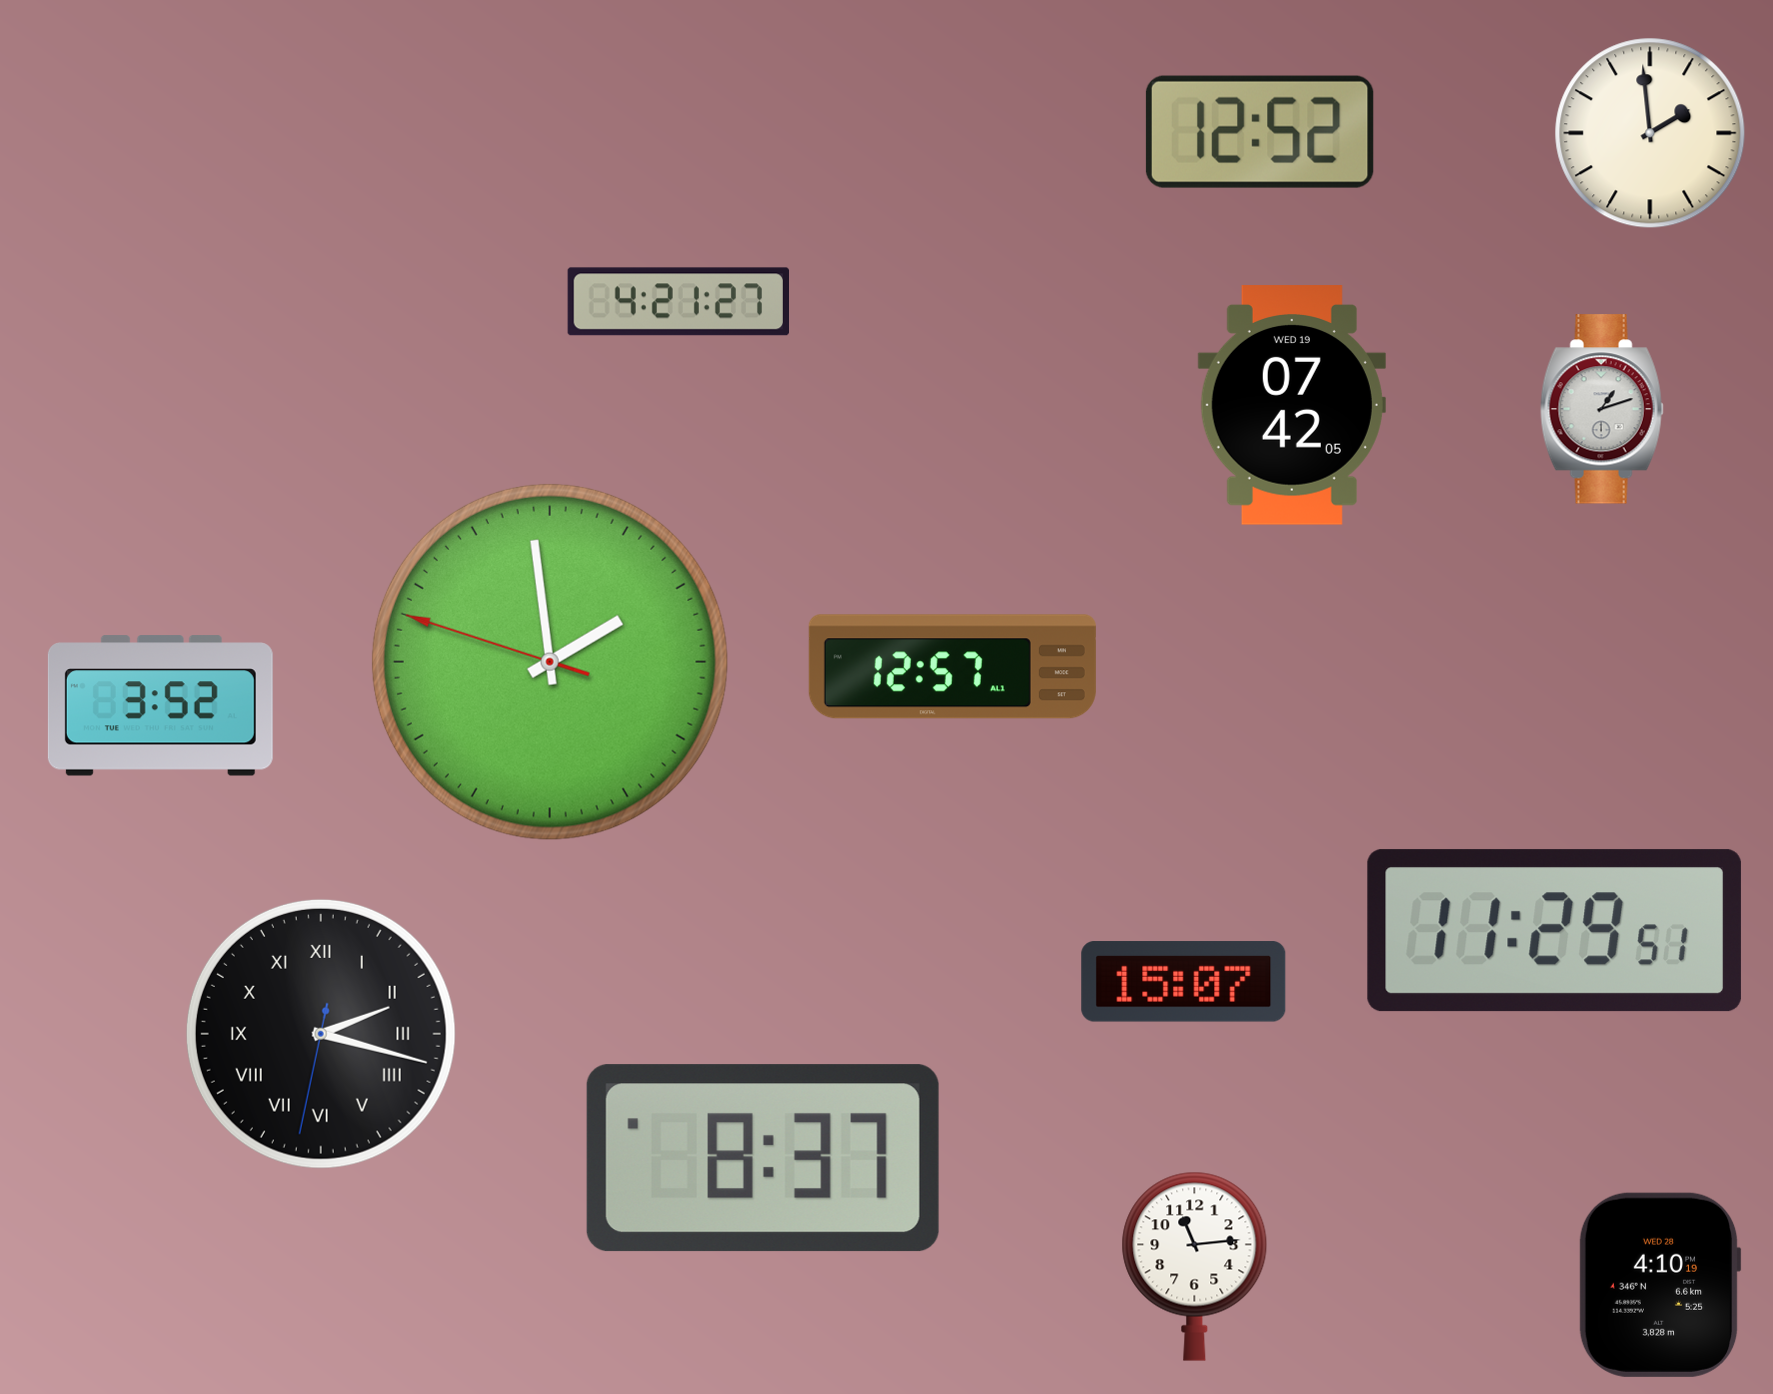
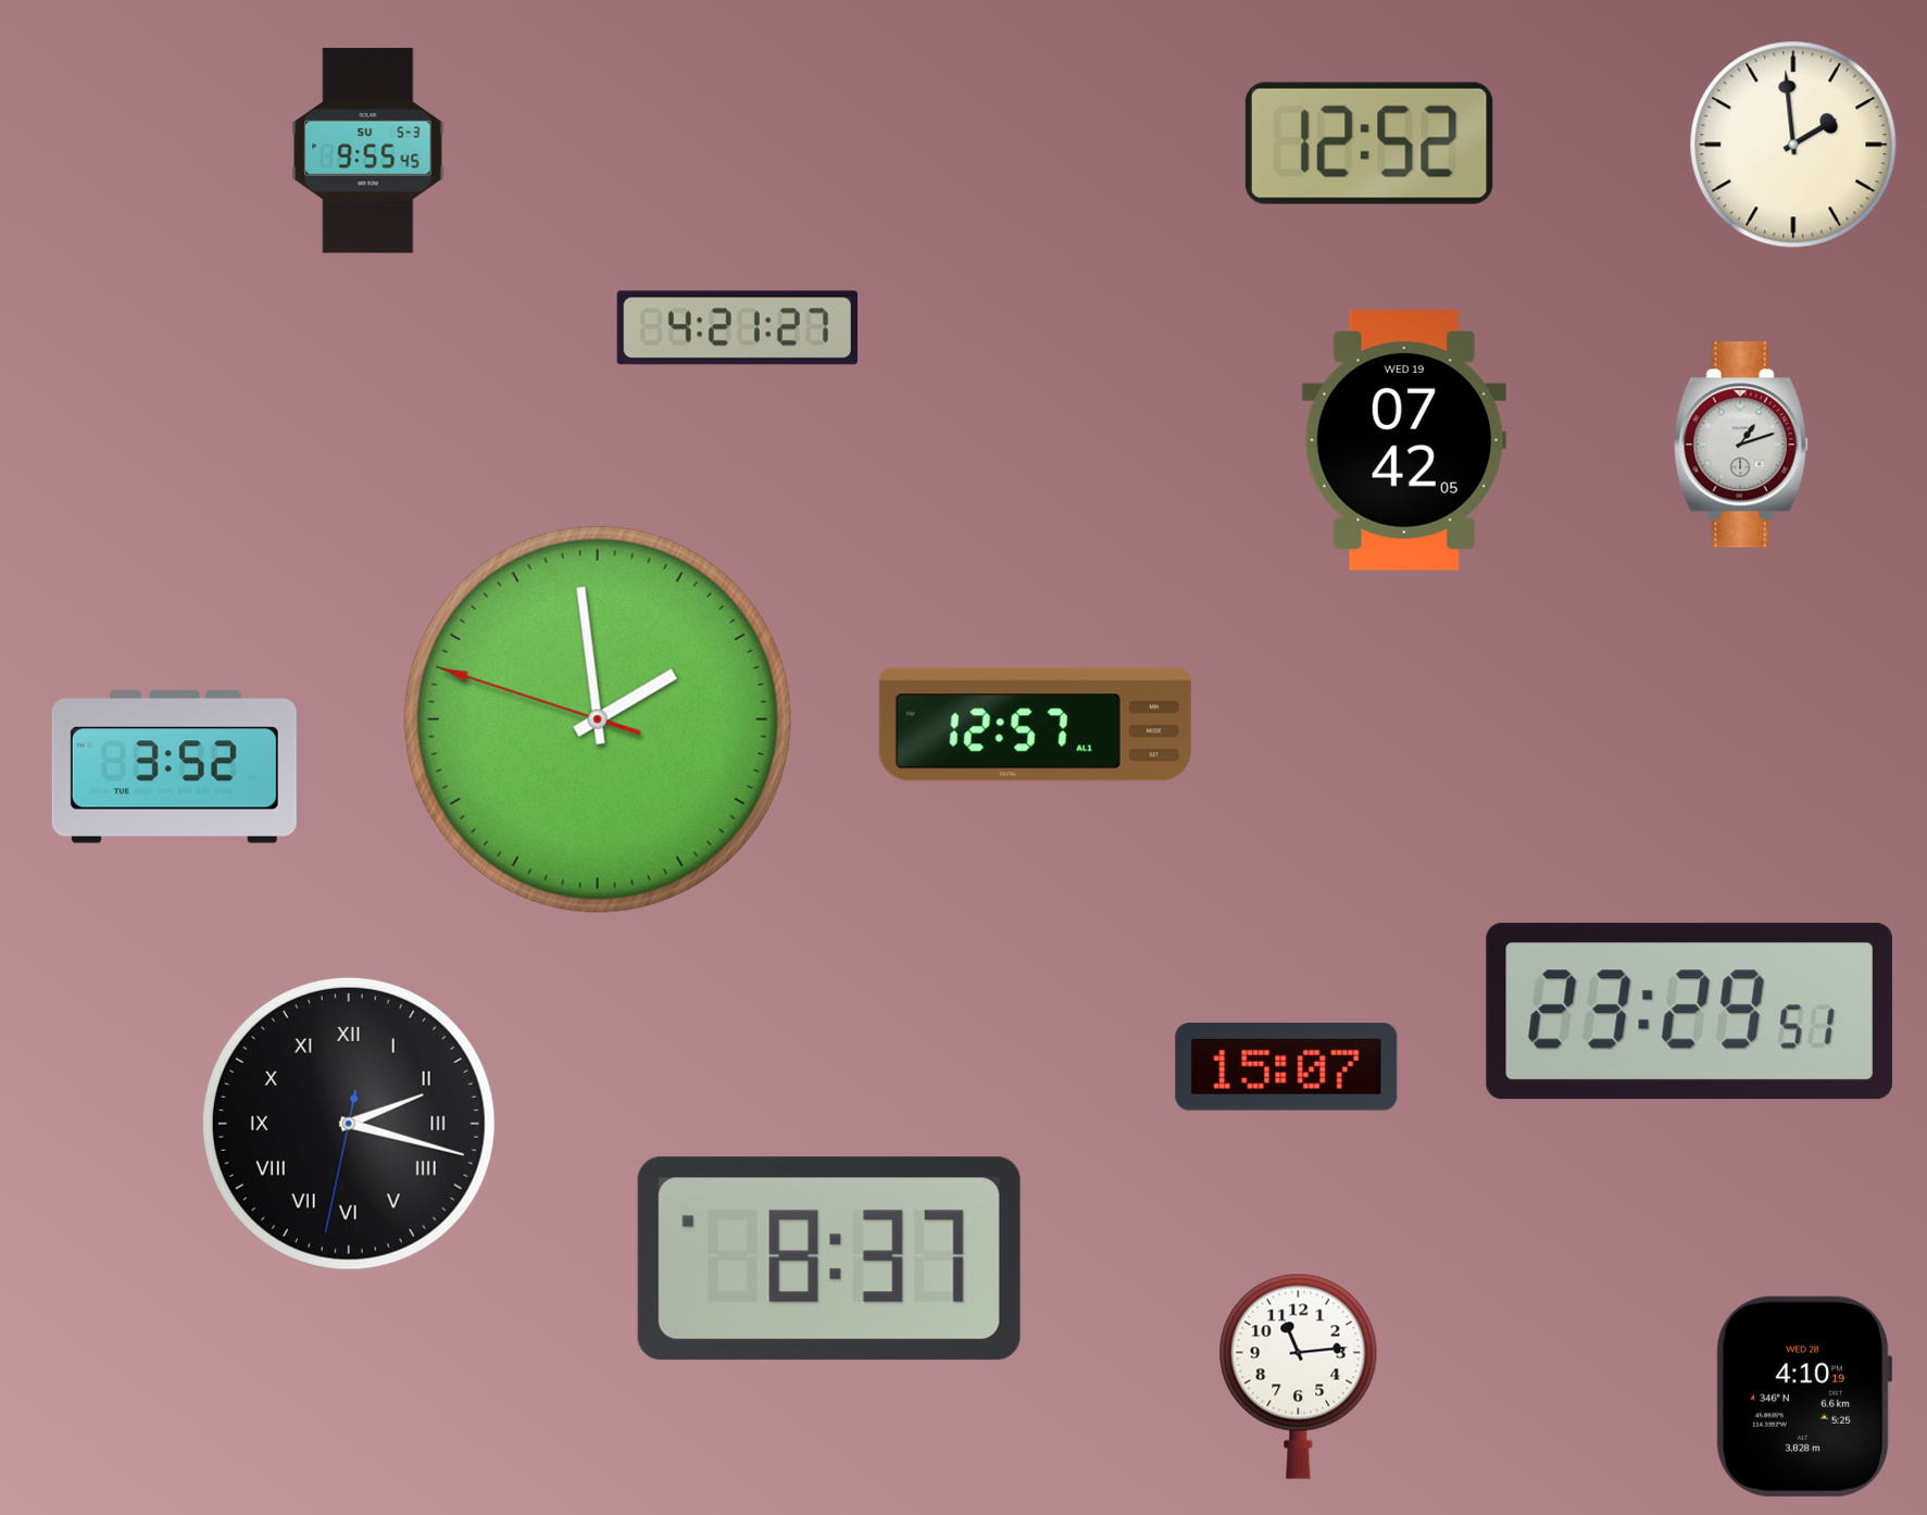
clock at (368, 151): none -> 9:55
clock at (1554, 931): 11:29 -> 23:29
